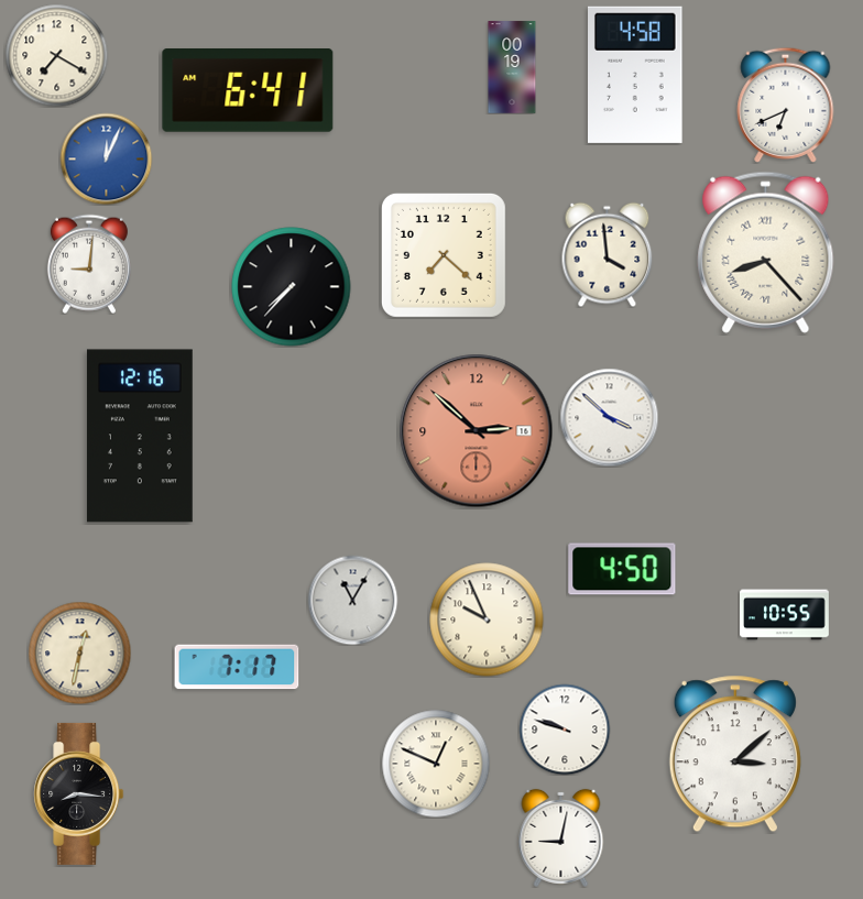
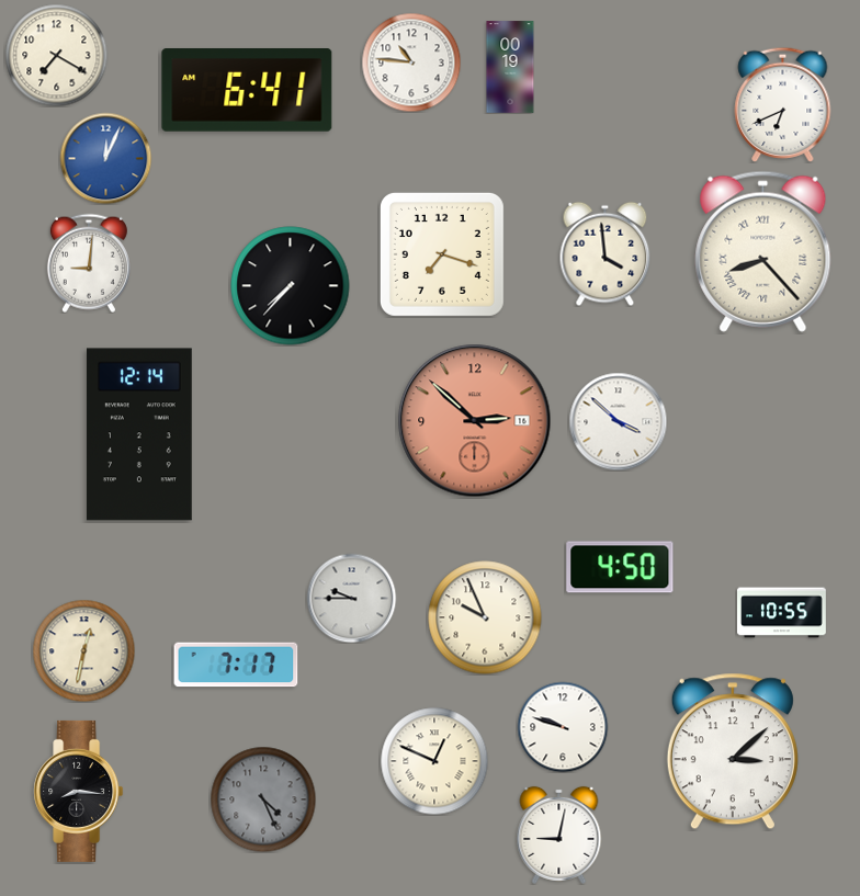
clock at (411, 63): none -> 10:46
clock at (636, 75): 4:58 -> none
clock at (444, 255): 7:22 -> 7:18
clock at (609, 417) position: (609, 417) -> (618, 421)
clock at (477, 431) position: (477, 431) -> (475, 421)
clock at (140, 436): 12:16 -> 12:14
clock at (352, 600): 11:05 -> 9:45
clock at (79, 653) position: (79, 653) -> (83, 650)
clock at (263, 799): none -> 4:26
